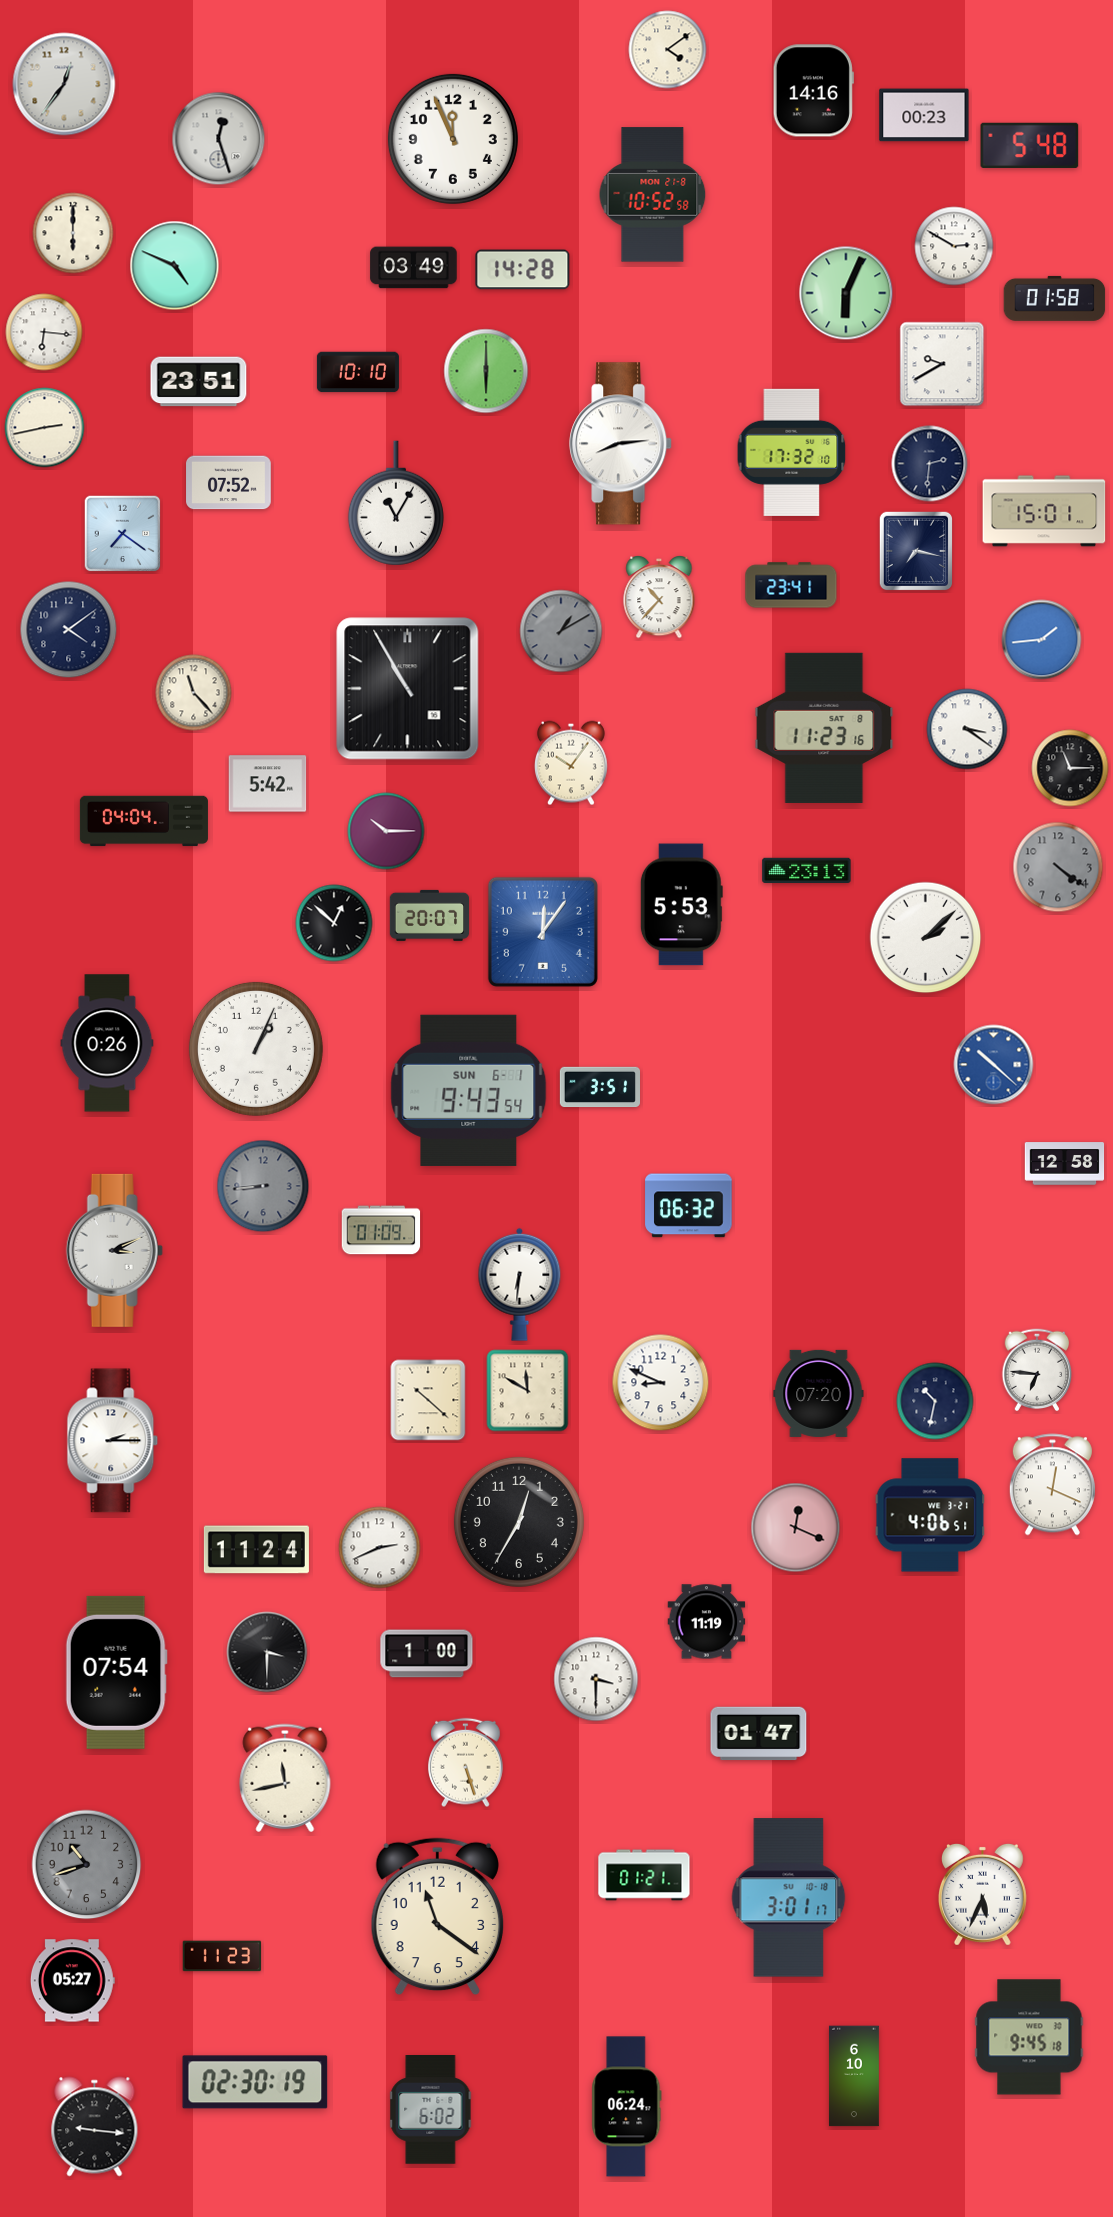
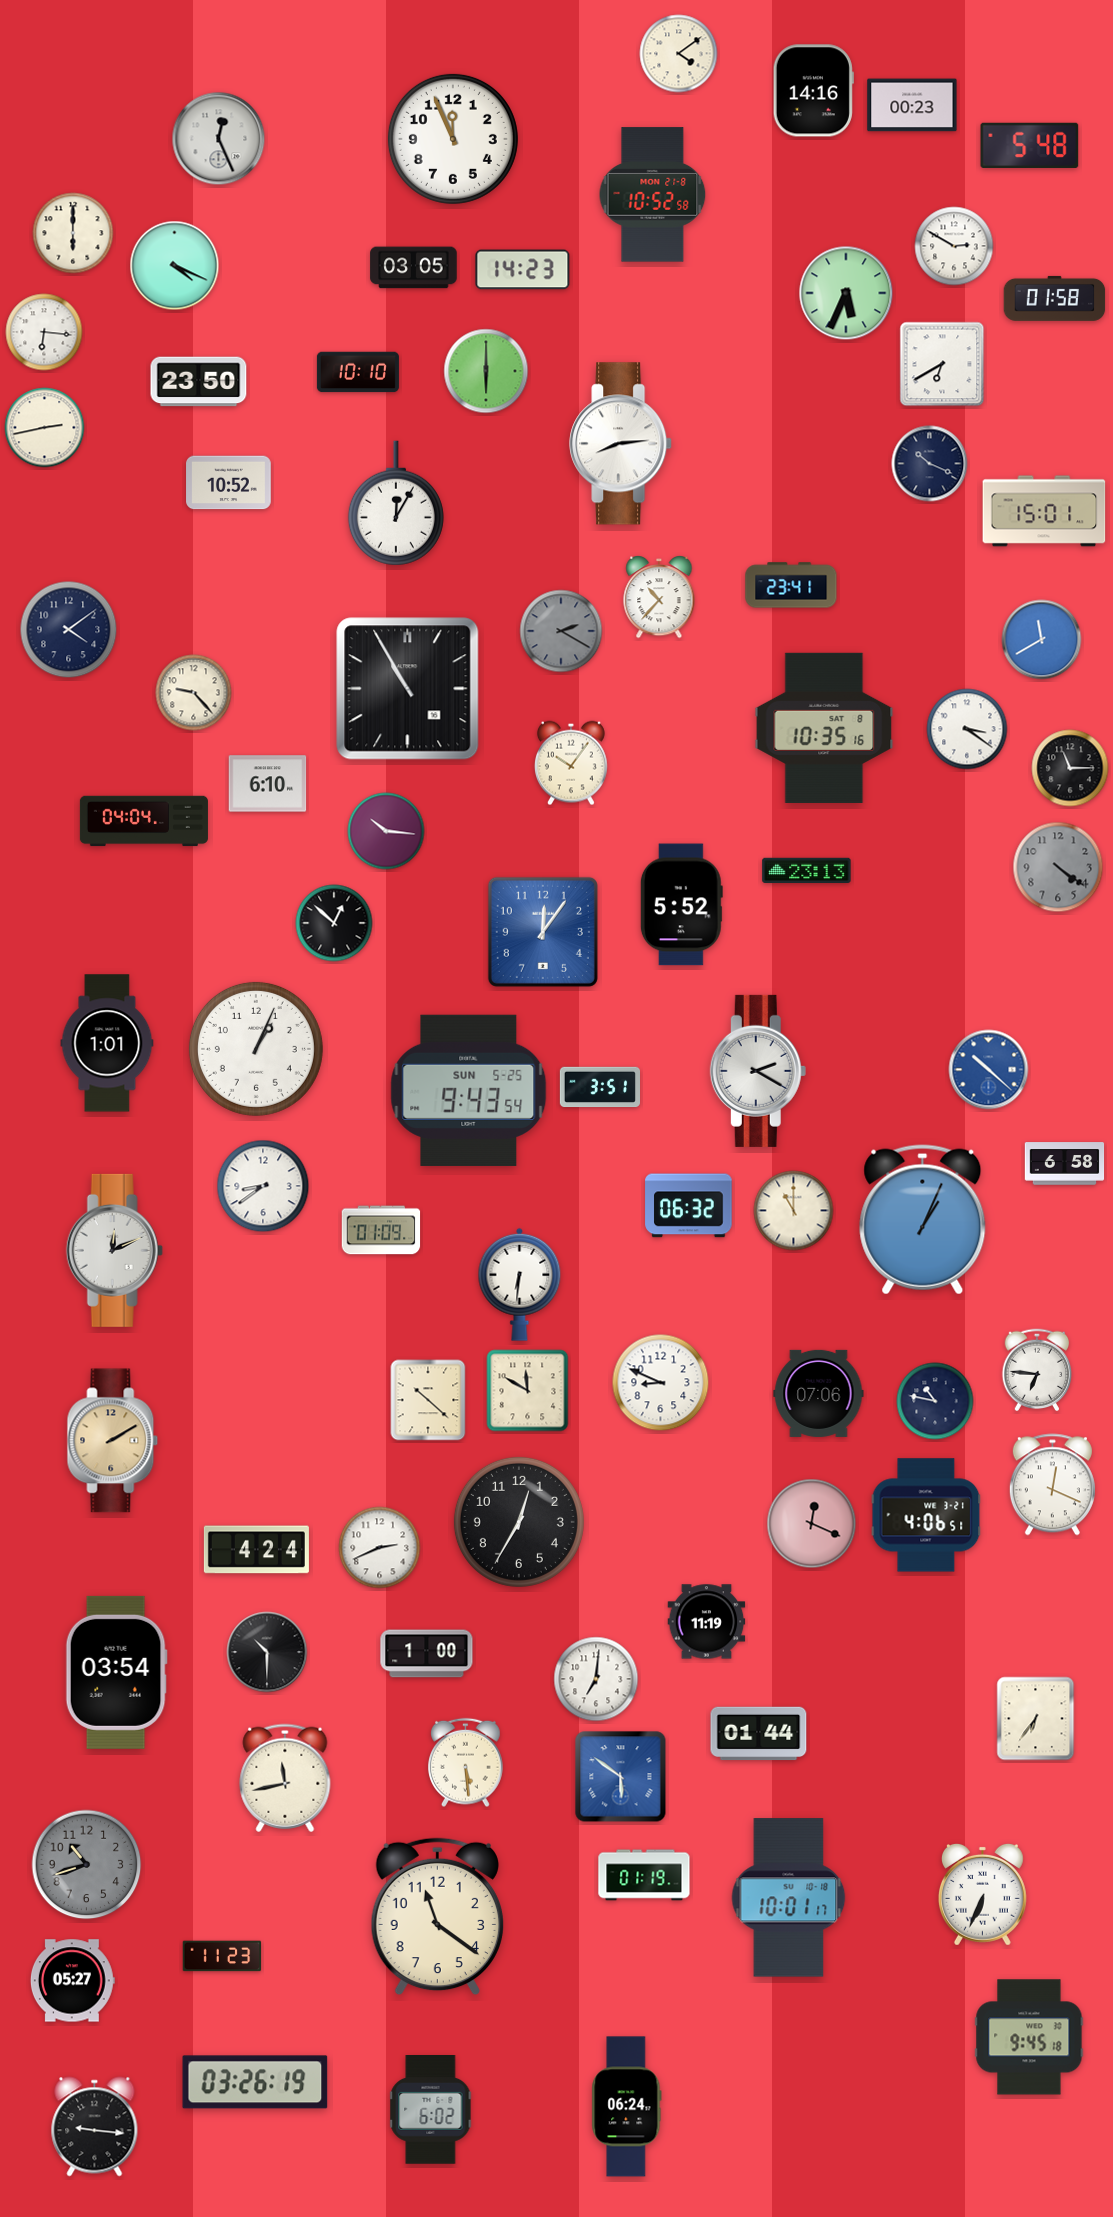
clock at (668, 50) position: (668, 50) -> (679, 54)
clock at (64, 84): 12:36 -> none
clock at (924, 115) position: (924, 115) -> (912, 105)
clock at (219, 139): 12:27 -> 12:26
clock at (175, 266): 4:49 -> 4:19
clock at (414, 268): 03:49 -> 03:05
clock at (523, 270): 14:28 -> 14:23
clock at (846, 293): 6:04 -> 5:34
clock at (942, 364): 9:40 -> 6:40
clock at (199, 382): 23:51 -> 23:50
clock at (792, 452): 17:32 -> none
clock at (930, 464): 2:31 -> 10:19
clock at (229, 483): 07:52 -> 10:52
clock at (396, 503): 11:05 -> 12:05
clock at (123, 534): 7:21 -> none
clock at (915, 551): 7:17 -> none
clock at (561, 631): 1:10 -> 2:20
clock at (1042, 640): 1:44 -> 11:40
clock at (194, 693): 11:23 -> 9:23
clock at (824, 728): 11:23 -> 10:35
clock at (268, 784): 5:42 -> 6:10
clock at (386, 831): 10:15 -> 10:16
clock at (681, 905): 5:53 -> 5:52
clock at (430, 915): 20:07 -> none
clock at (926, 938): 2:08 -> none
clock at (107, 1043): 0:26 -> 1:01
clock at (994, 1065) position: (994, 1065) -> (989, 1070)
clock at (758, 1071): none -> 2:20
clock at (469, 1090) date: SUN 6-1 -> SUN 5-25
clock at (1065, 1164): 12:58 -> 6:58
clock at (263, 1186): 8:44 -> 8:39
clock at (263, 1186) dial: grey -> white
clock at (794, 1211): none -> 11:00
clock at (923, 1220): none -> 1:04
clock at (114, 1250): 3:11 -> 12:11
clock at (819, 1393): 07:20 -> 07:06
clock at (935, 1401): 10:32 -> 10:47
clock at (113, 1441): 2:15 -> 2:10
clock at (113, 1441) dial: white -> champagne
clock at (930, 1515) position: (930, 1515) -> (926, 1515)
clock at (796, 1528) position: (796, 1528) -> (812, 1524)
clock at (256, 1550): 11:24 -> 4:24
clock at (267, 1652): 3:30 -> 10:30
clock at (116, 1672): 07:54 -> 03:54
clock at (596, 1679): 3:30 -> 7:01
clock at (1036, 1719): none -> 6:36
clock at (759, 1734): 01:47 -> 01:44
clock at (466, 1763): 5:27 -> 5:29
clock at (621, 1777): none -> 5:51
clock at (644, 1875): 01:21 -> 01:19
clock at (982, 1894): 5:34 -> 6:34
clock at (789, 1898): 3:01 -> 10:01
clock at (854, 2076): 6:10 -> none
clock at (255, 2082): 02:30 -> 03:26
